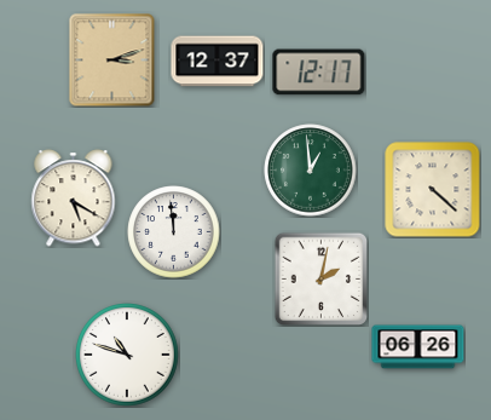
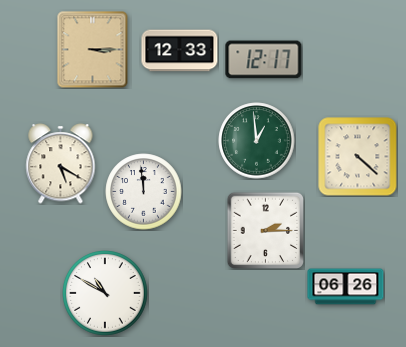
clock at (112, 61): 3:12 -> 3:15
clock at (218, 62): 12:37 -> 12:33
clock at (320, 278): 2:02 -> 2:15
clock at (127, 355): 10:48 -> 10:50
